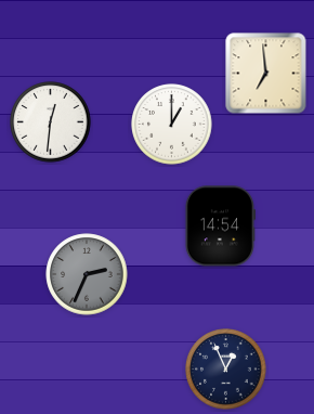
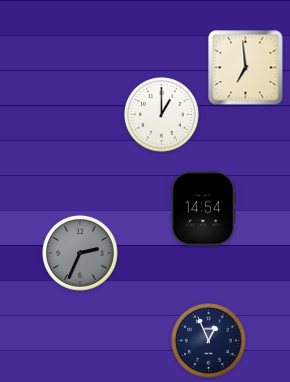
clock at (51, 122): 12:31 -> none
clock at (172, 125) position: (172, 125) -> (162, 115)
